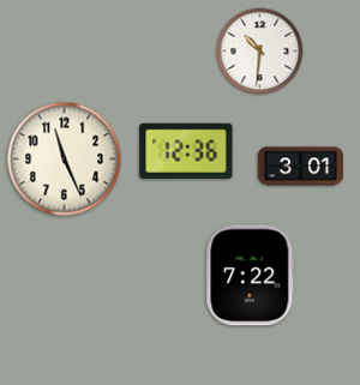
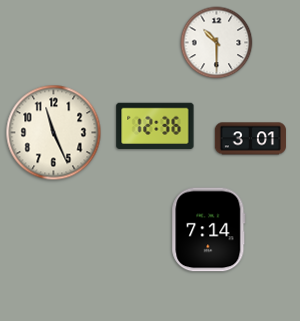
clock at (260, 52): 10:31 -> 10:30
clock at (251, 276): 7:22 -> 7:14
